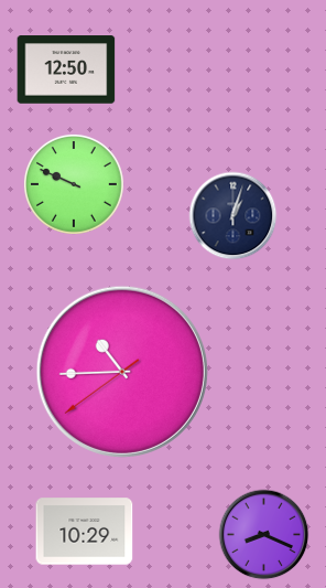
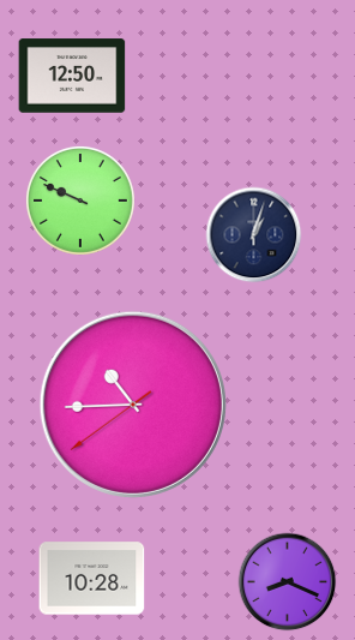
clock at (85, 532): 10:29 -> 10:28
